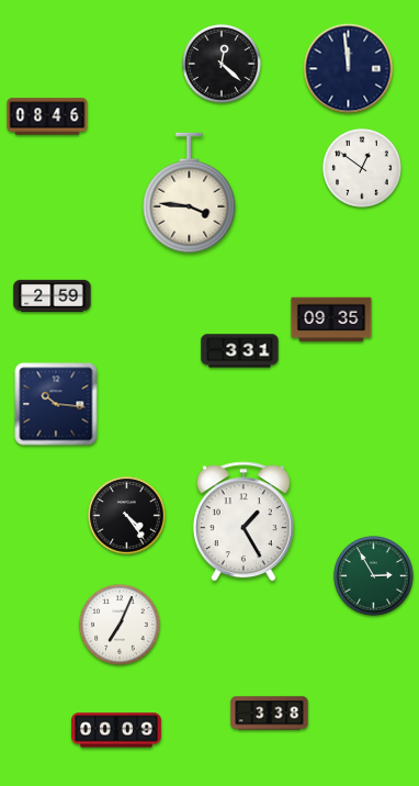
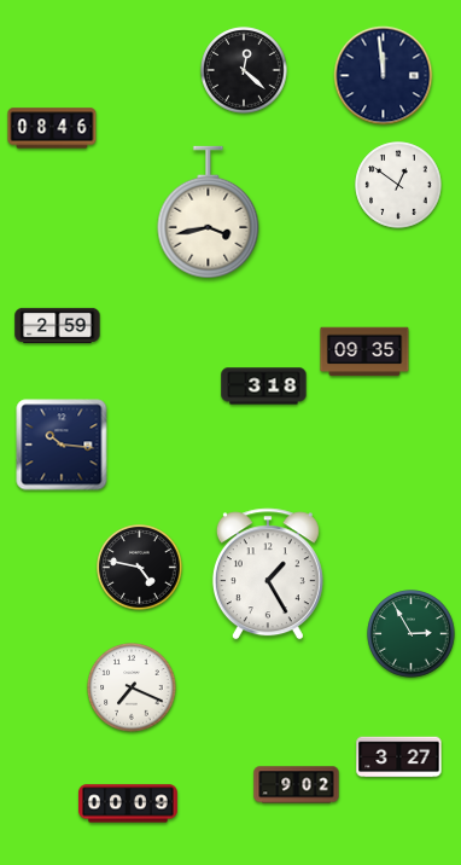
clock at (190, 193): 3:46 -> 3:43
clock at (240, 351): 3:31 -> 3:18
clock at (127, 516): 4:24 -> 4:47
clock at (120, 625): 7:04 -> 7:19
clock at (399, 757): none -> 3:27
clock at (270, 714): 3:38 -> 9:02
